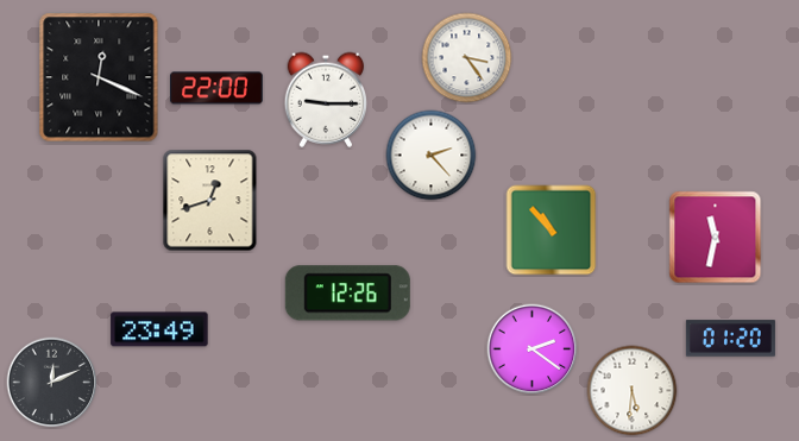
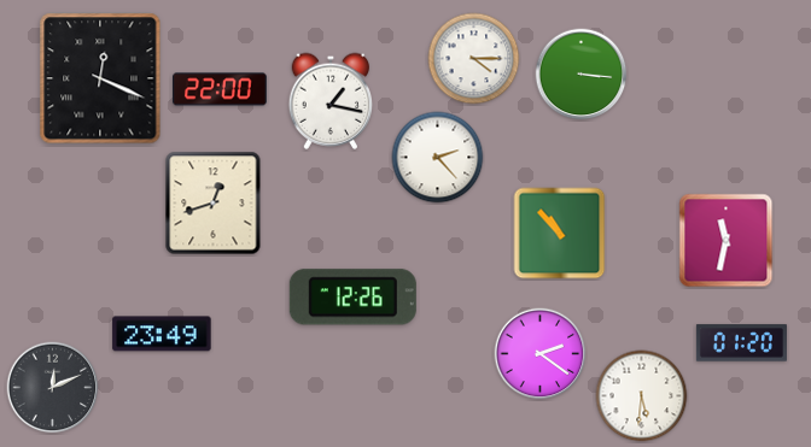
clock at (467, 58): 3:24 -> 4:15
clock at (582, 75): none -> 3:16
clock at (326, 100): 9:15 -> 1:17
